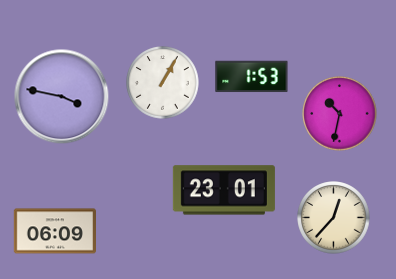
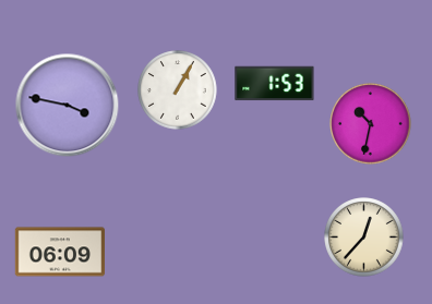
clock at (224, 190): 23:01 -> none
